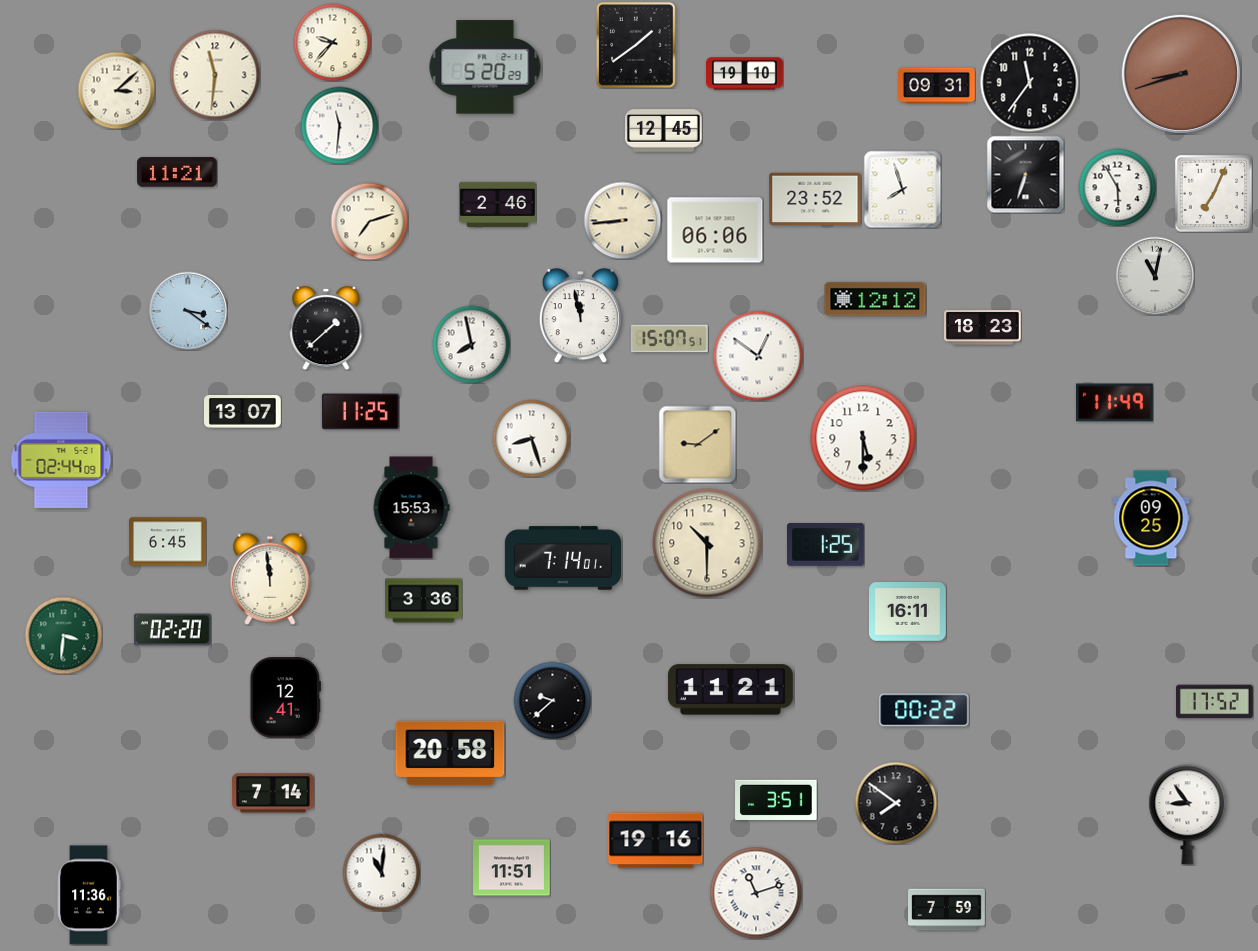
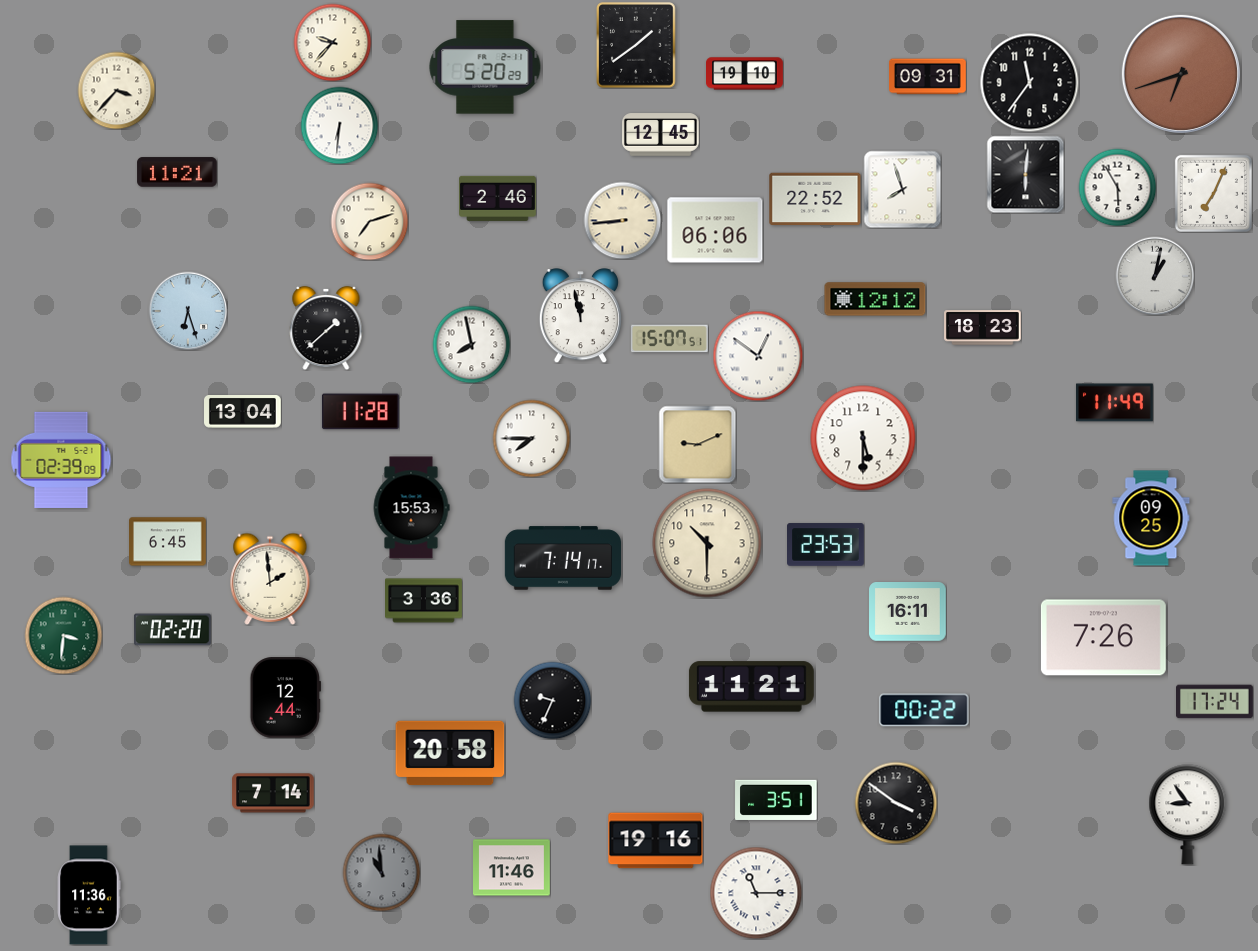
clock at (1181, 74): 8:42 -> 6:42
clock at (215, 75): 11:31 -> none
clock at (937, 86) position: (937, 86) -> (928, 77)
clock at (116, 90): 3:08 -> 3:37
clock at (339, 125): 11:31 -> 6:31
clock at (664, 131) position: (664, 131) -> (661, 135)
clock at (1025, 174): 6:33 -> 6:01
clock at (815, 199): 23:52 -> 22:52
clock at (498, 204) position: (498, 204) -> (498, 198)
clock at (1155, 276): 11:02 -> 1:02
clock at (188, 311): 3:21 -> 6:27
clock at (243, 412): 13:07 -> 13:04
clock at (360, 412): 11:25 -> 11:28
clock at (531, 438): 8:27 -> 7:45
clock at (697, 444): 9:09 -> 9:11
clock at (61, 460): 02:44 -> 02:39
clock at (826, 545): 1:25 -> 23:53
clock at (562, 558): 7:14:01 -> 7:14:17
clock at (270, 579): 11:59 -> 1:59
clock at (1103, 638): none -> 7:26
clock at (730, 690) position: (730, 690) -> (751, 687)
clock at (285, 698): 12:41 -> 12:44
clock at (552, 700): 9:38 -> 9:34
clock at (1215, 702): 17:52 -> 17:24
clock at (896, 803): 7:51 -> 3:51
clock at (512, 868): 11:51 -> 11:46
clock at (381, 872): 11:01 -> 10:59
clock at (381, 872) dial: white -> grey
clock at (756, 893): 11:12 -> 11:15
clock at (947, 910): 7:59 -> none
